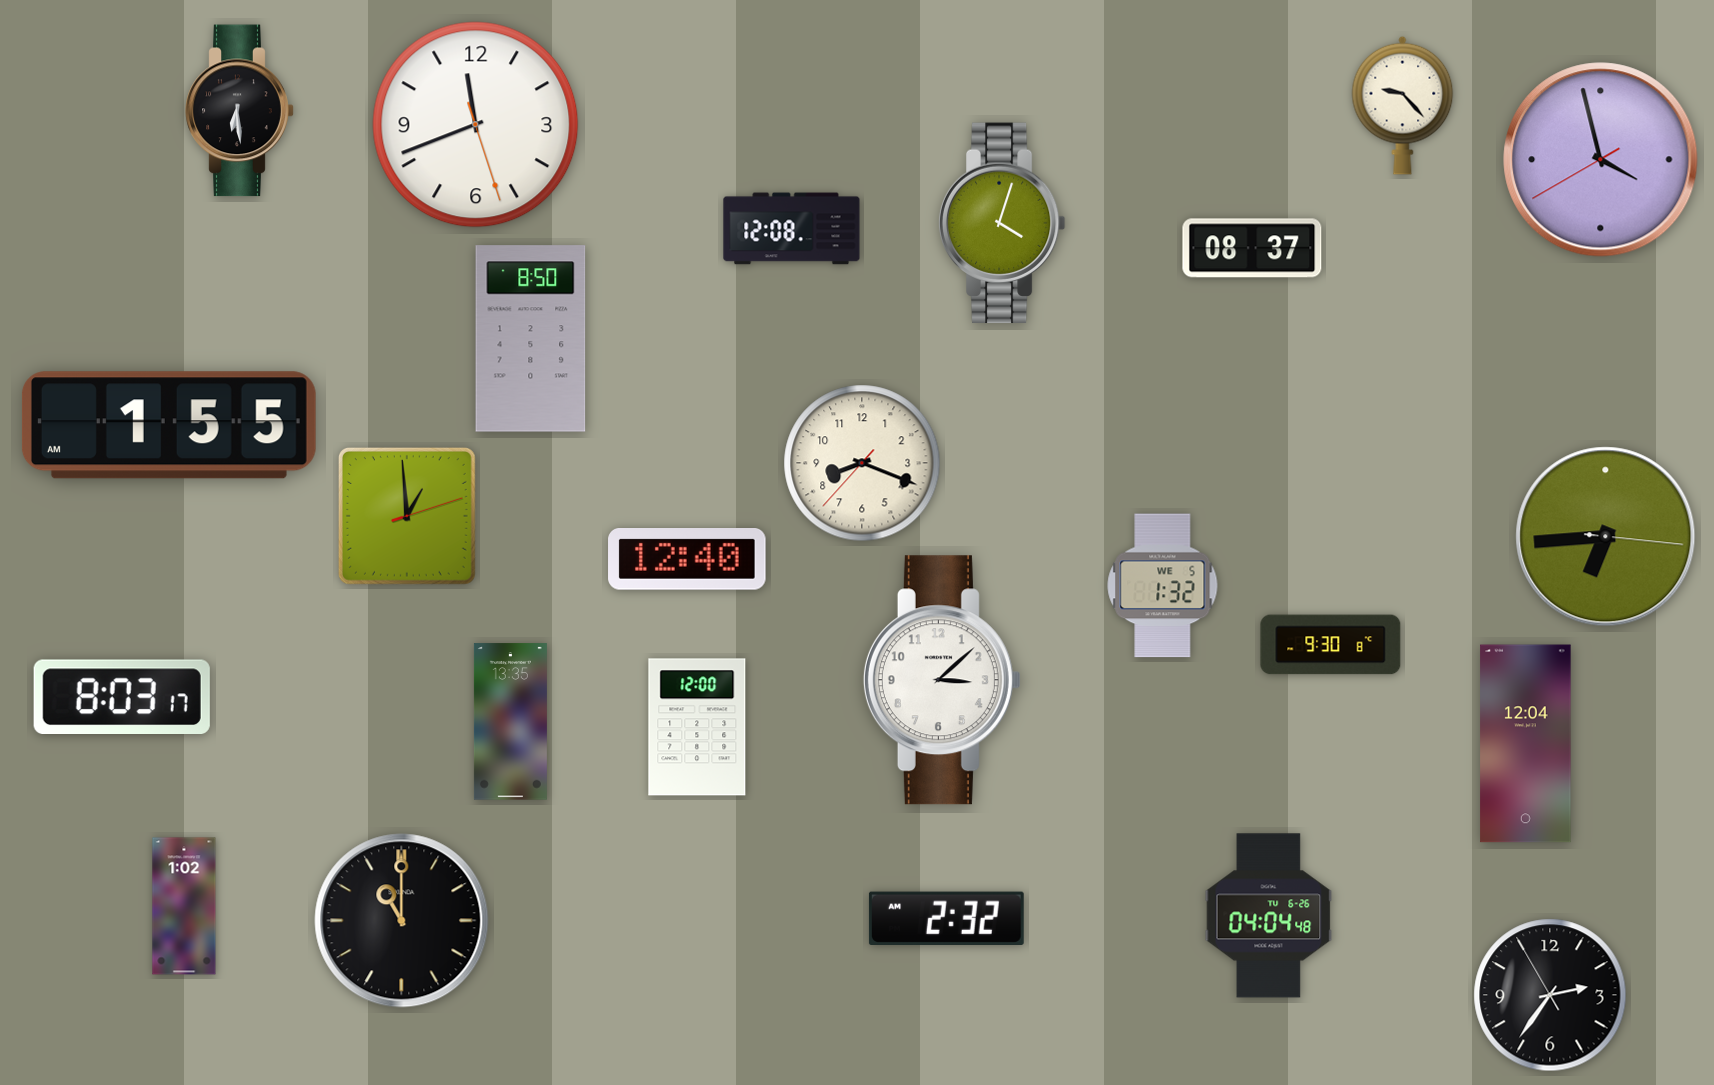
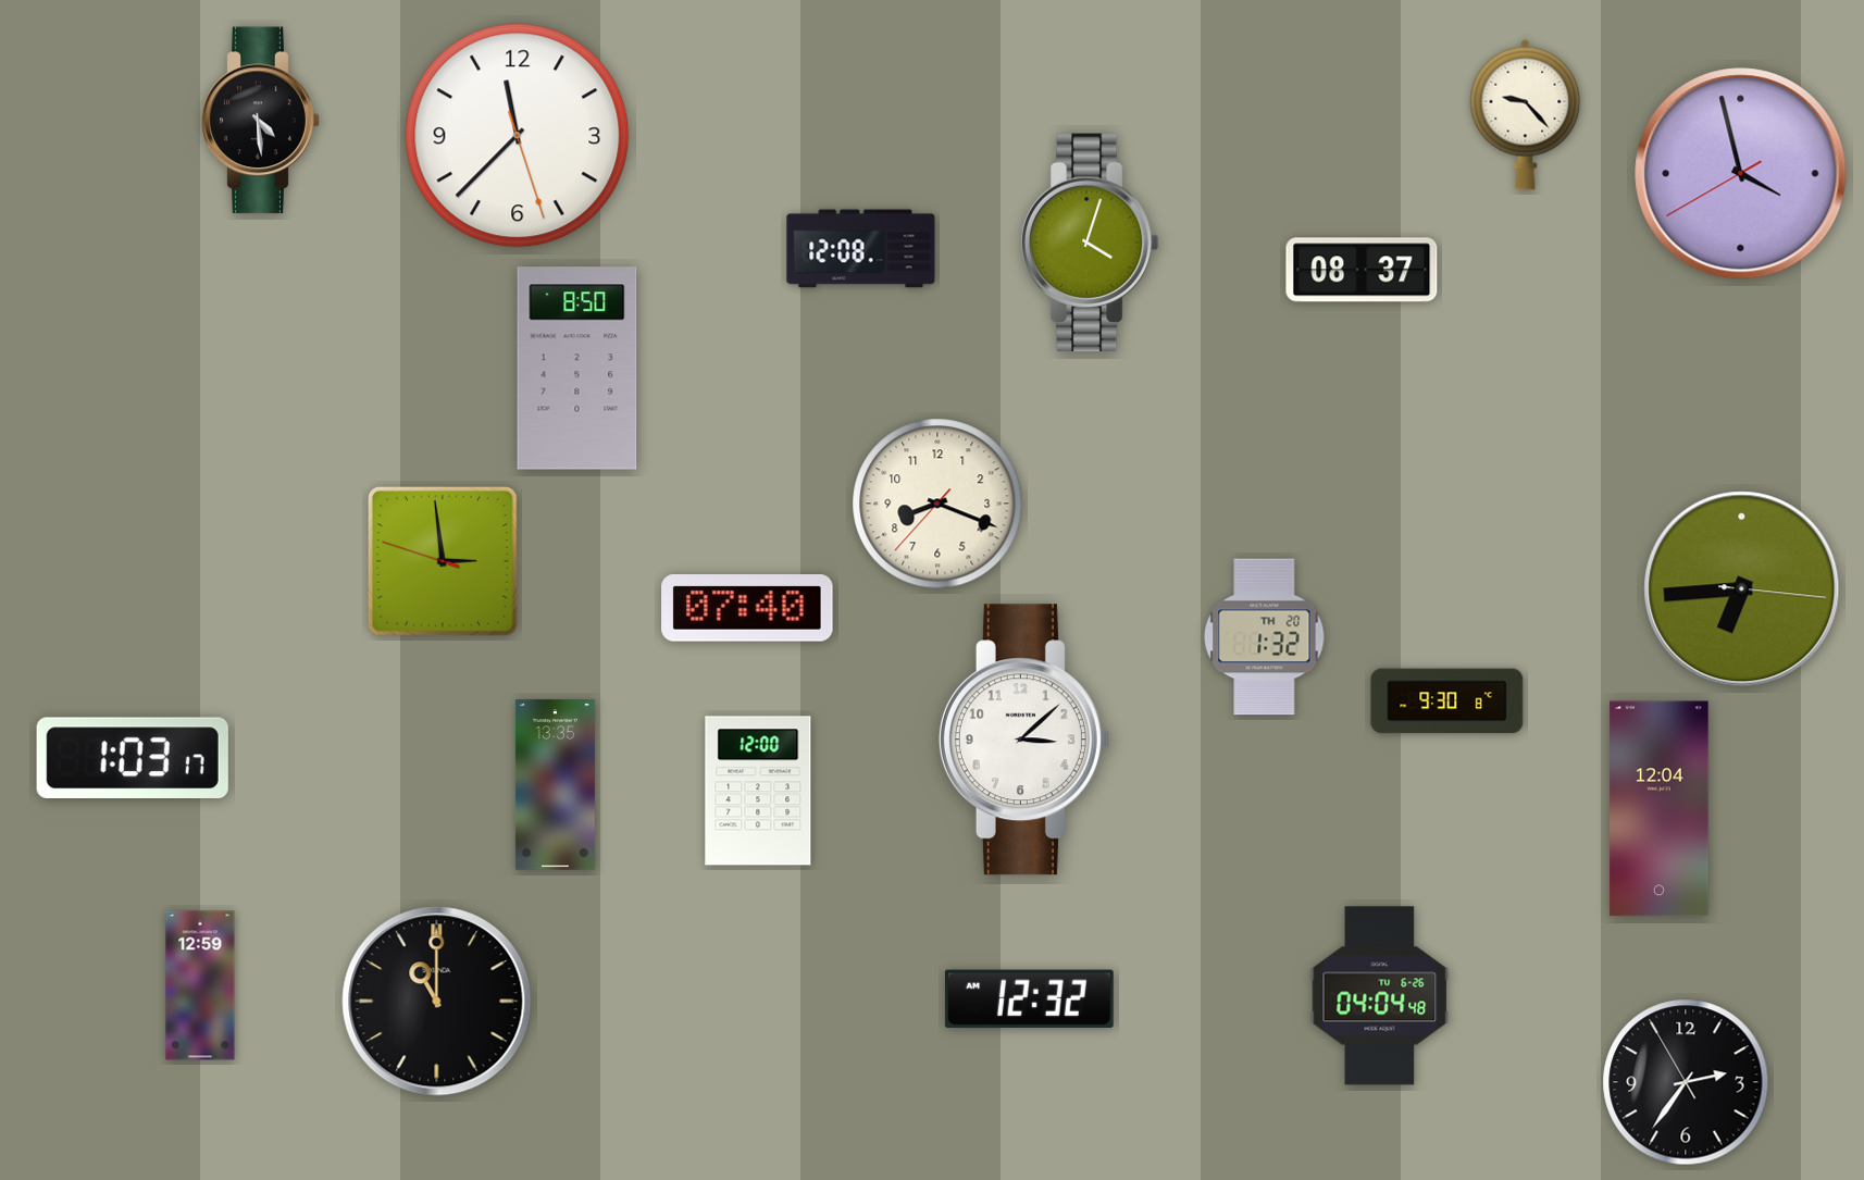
clock at (240, 111): 6:29 -> 4:29
clock at (476, 125): 11:41 -> 11:37
clock at (169, 425): 1:55 -> none
clock at (407, 516): 12:59 -> 2:58
clock at (1606, 537) position: (1606, 537) -> (1742, 589)
clock at (687, 560): 12:40 -> 07:40
clock at (1163, 586) date: WE 5 -> TH 20
clock at (122, 696): 8:03 -> 1:03
clock at (184, 906): 1:02 -> 12:59
clock at (946, 919): 2:32 -> 12:32
